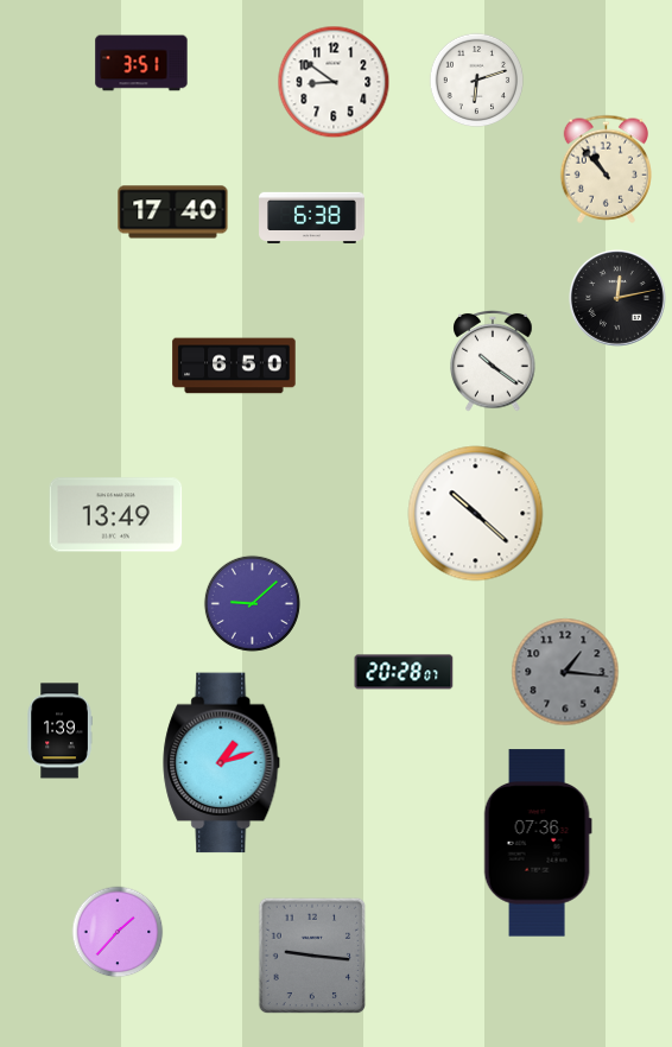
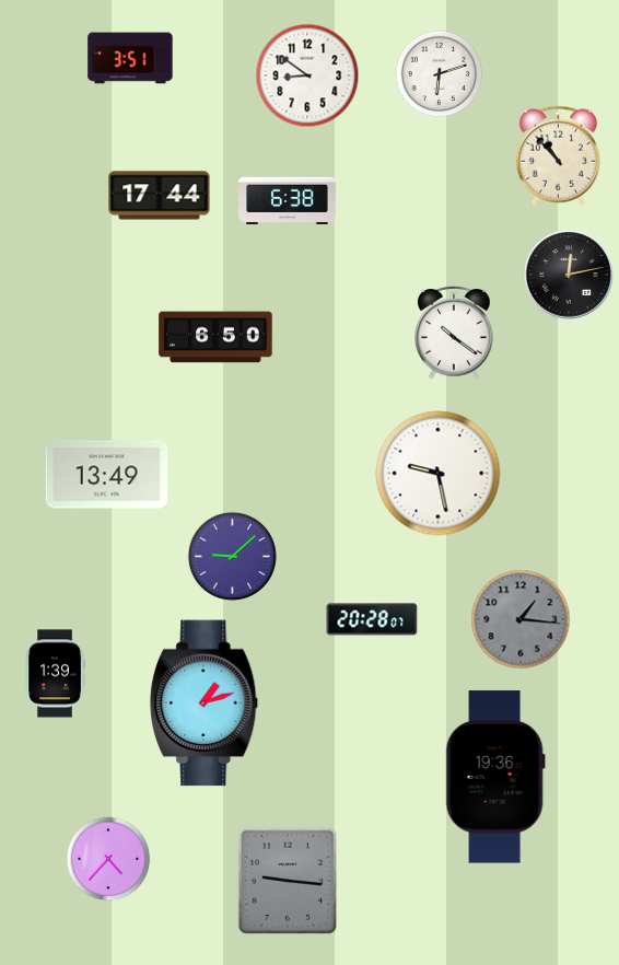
clock at (173, 212): 17:40 -> 17:44
clock at (476, 514): 10:22 -> 9:28
clock at (538, 843): 07:36 -> 19:36
clock at (118, 932): 1:37 -> 4:37
